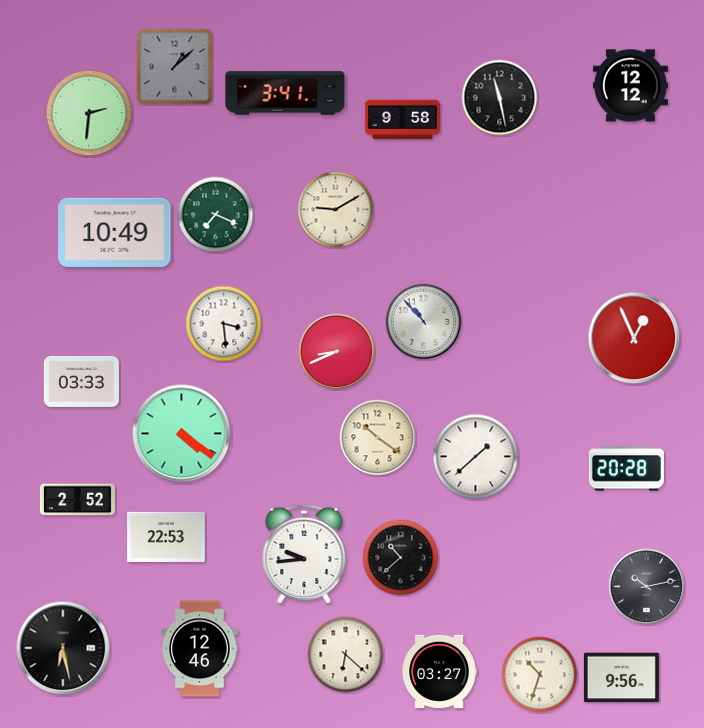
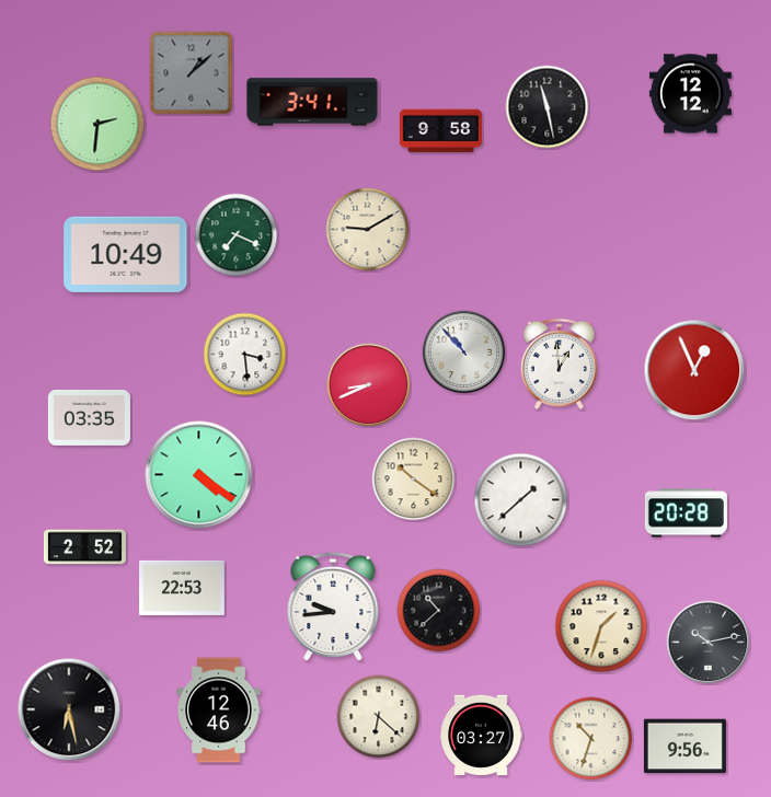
clock at (559, 363): none -> 12:59
clock at (81, 381): 03:33 -> 03:35
clock at (601, 626): none -> 1:33
clock at (621, 678) position: (621, 678) -> (684, 747)
